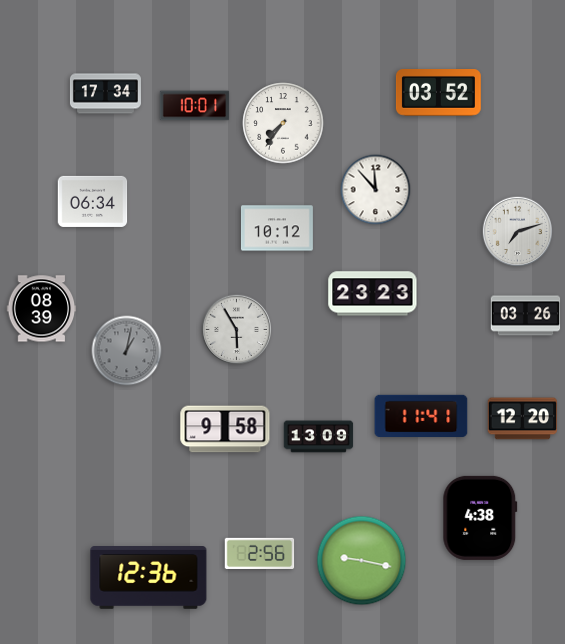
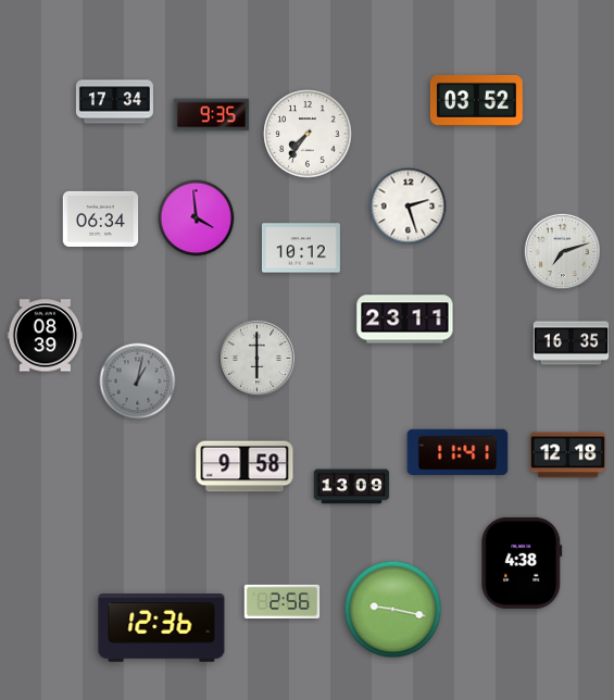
clock at (195, 106): 10:01 -> 9:35
clock at (376, 190): 11:53 -> 2:27
clock at (197, 218): none -> 3:59
clock at (373, 294): 23:23 -> 23:11
clock at (526, 316): 03:26 -> 16:35
clock at (236, 329): 5:55 -> 6:00
clock at (523, 419): 12:20 -> 12:18
clock at (319, 437) position: (319, 437) -> (352, 487)
